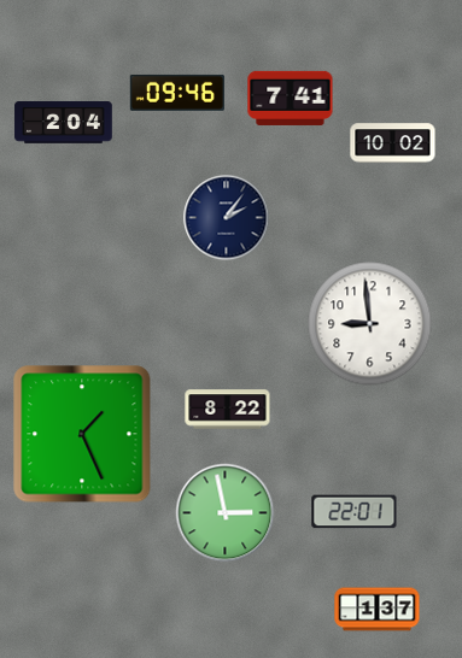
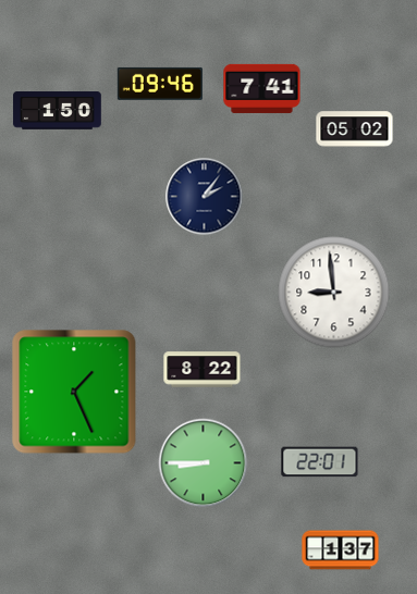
clock at (64, 123): 2:04 -> 1:50
clock at (393, 143): 10:02 -> 05:02
clock at (228, 410) position: (228, 410) -> (203, 370)
clock at (226, 513): 2:58 -> 8:45
